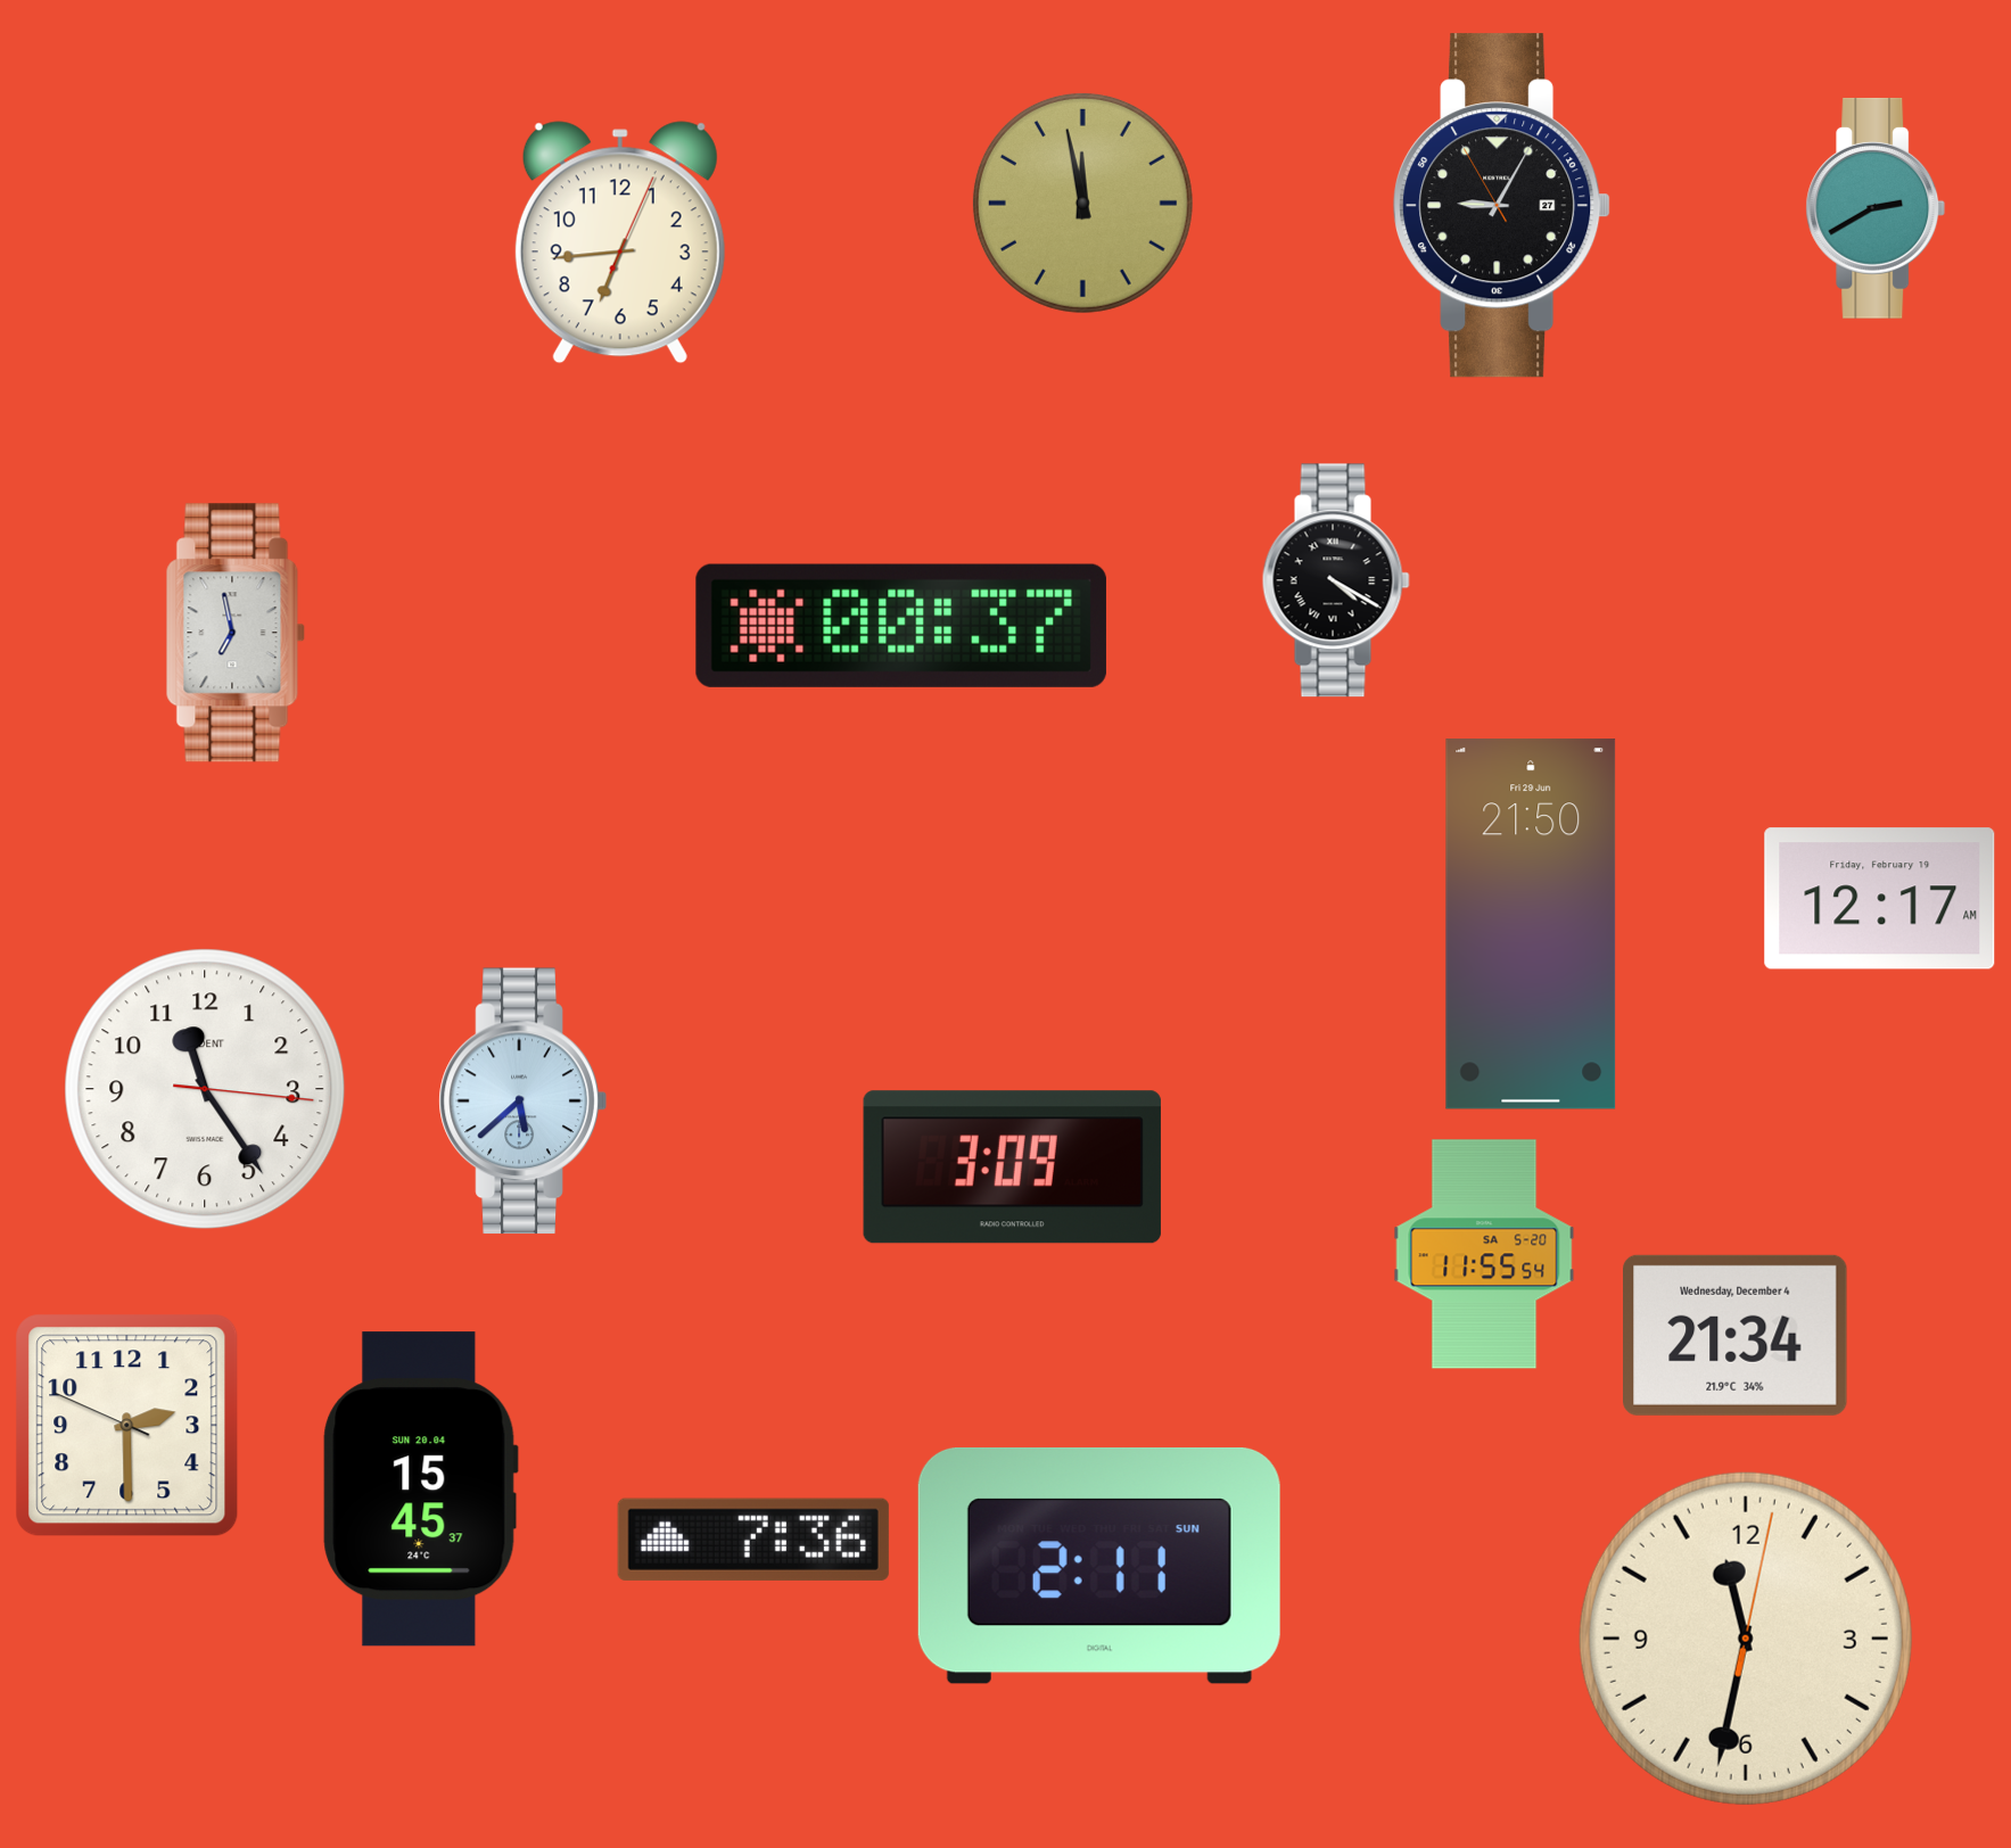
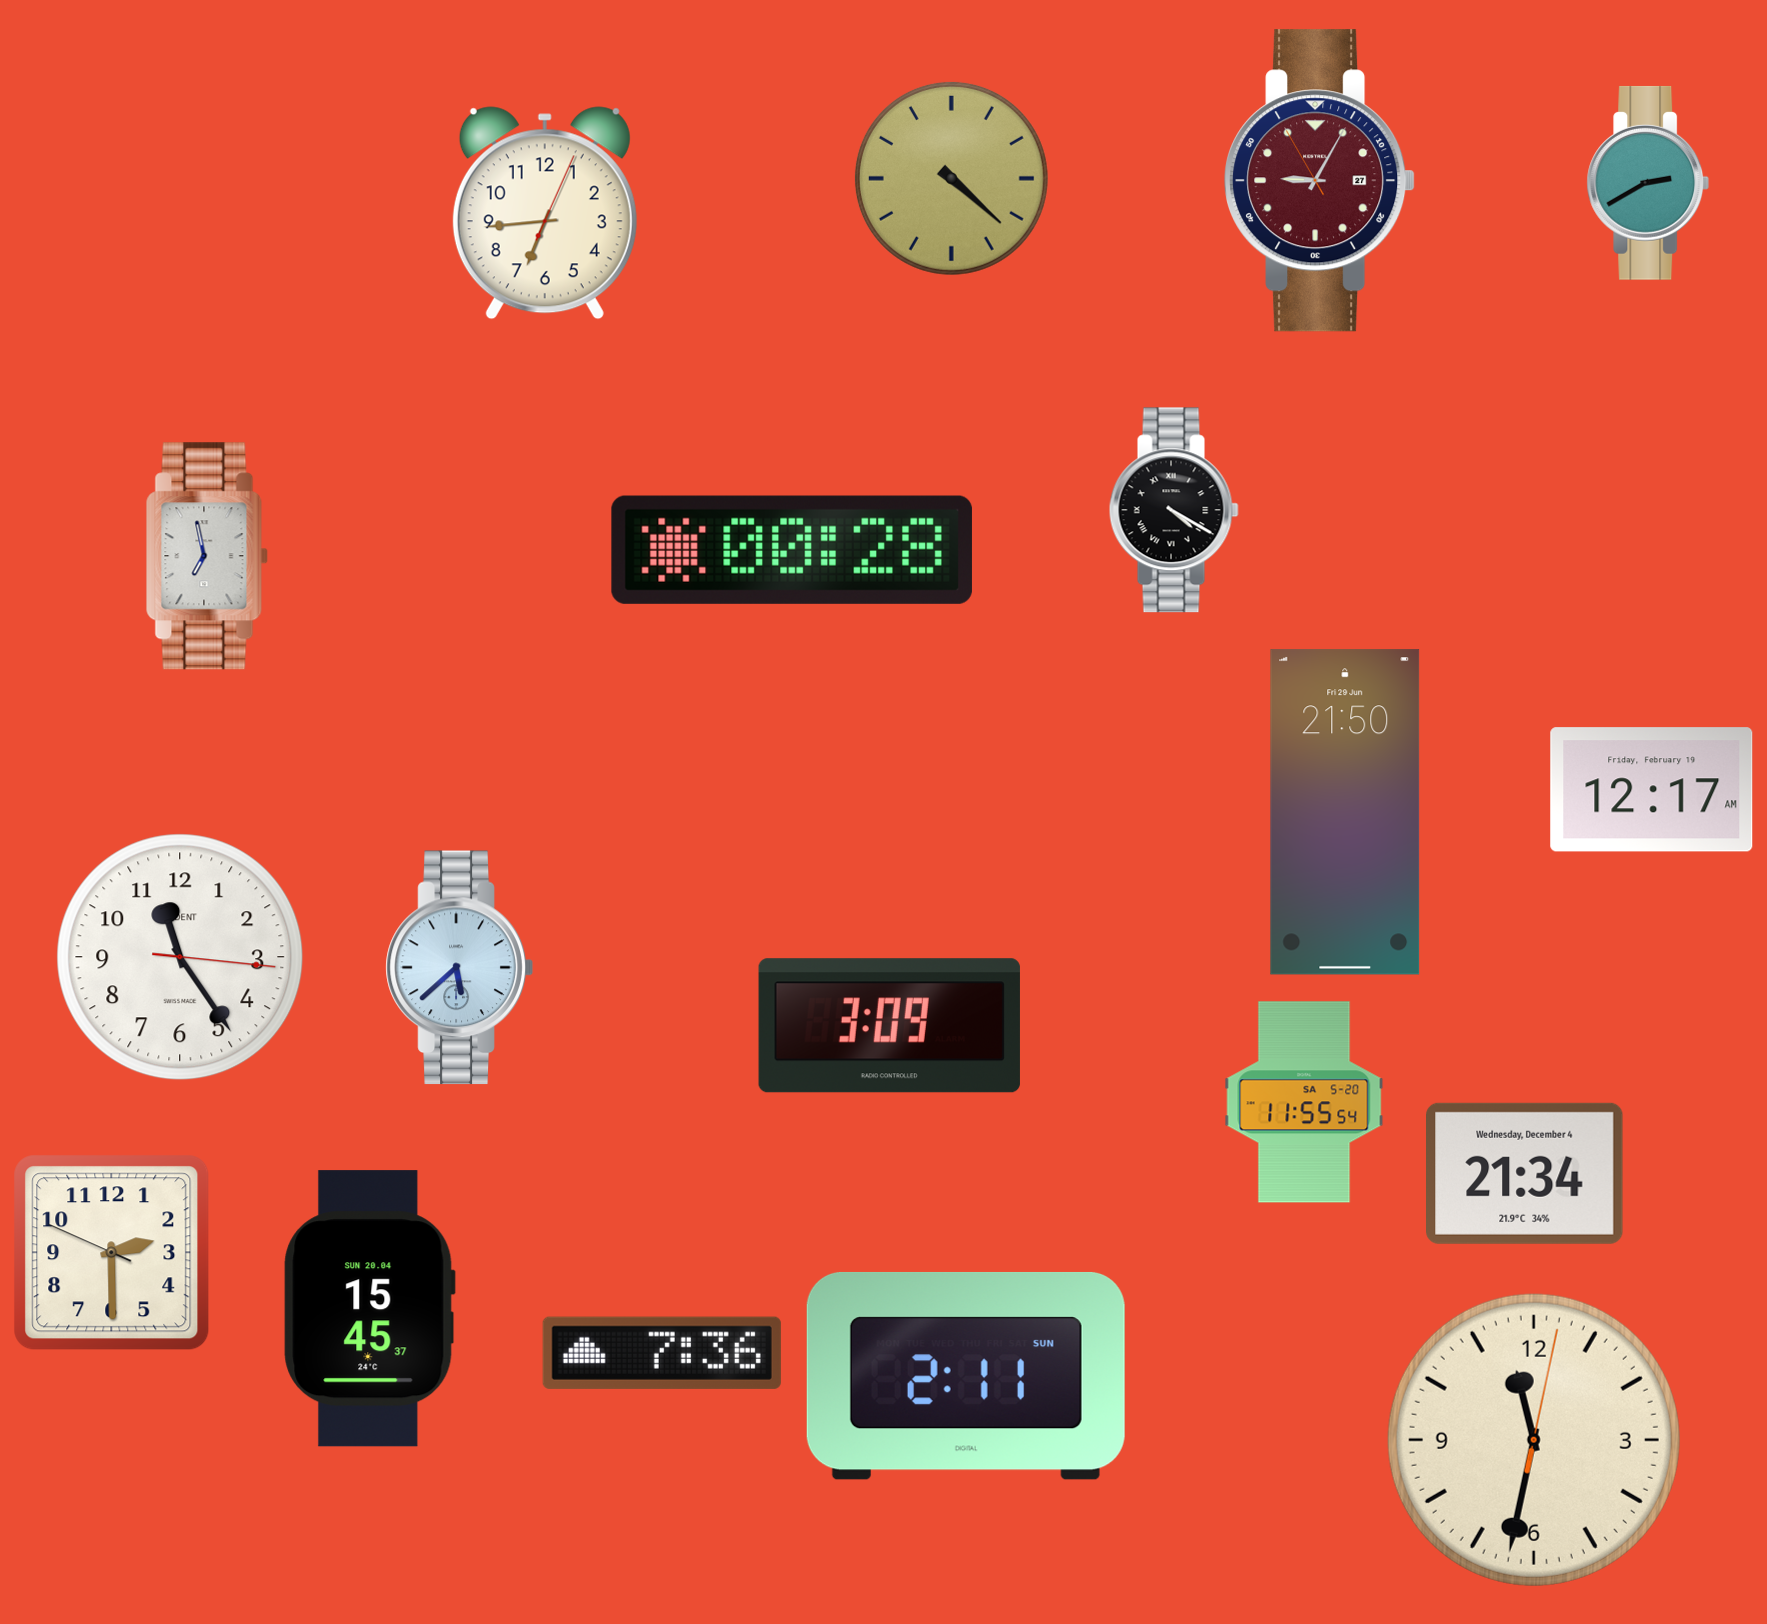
clock at (1082, 203): 11:58 -> 4:22
clock at (1502, 206) dial: black -> burgundy
clock at (901, 626): 00:37 -> 00:28
